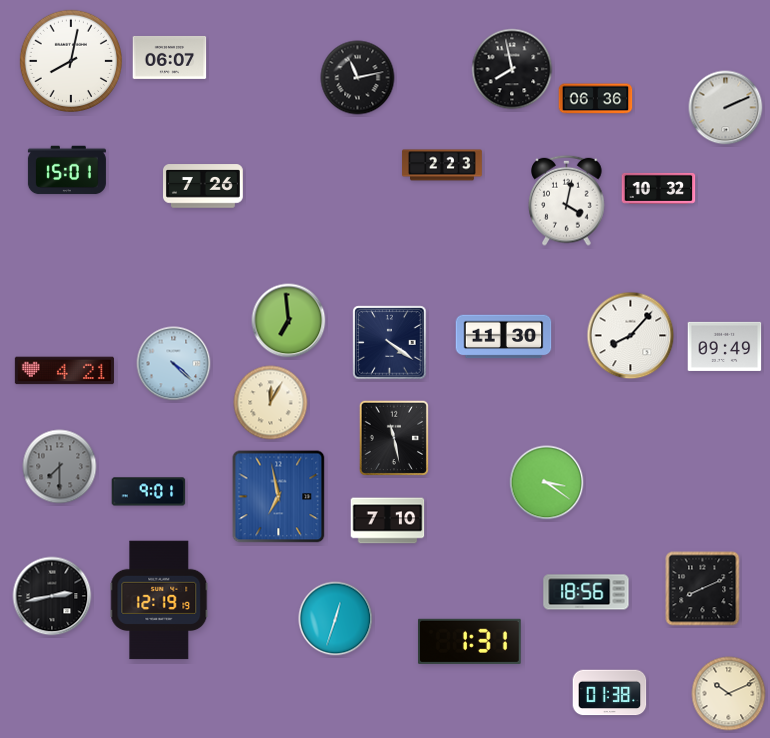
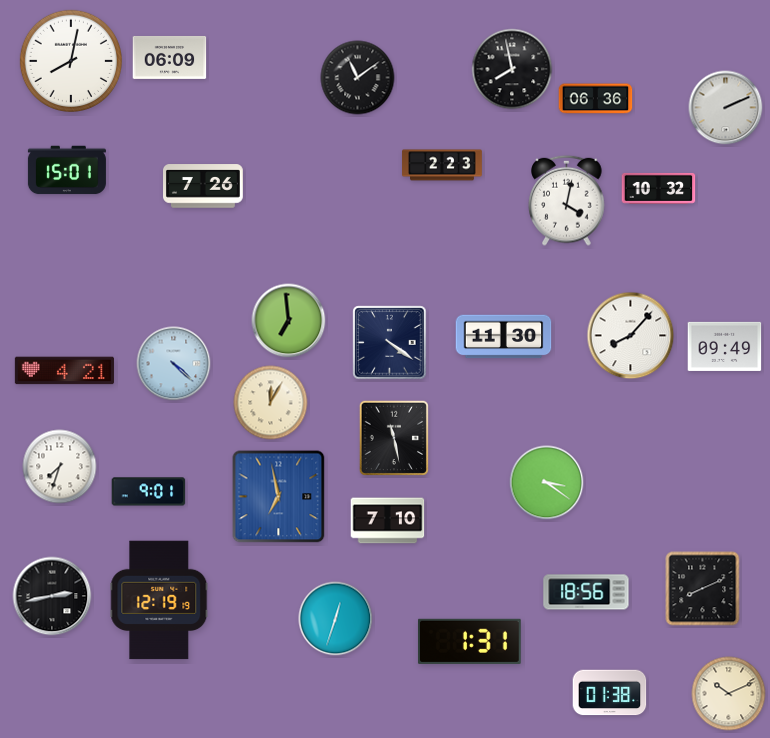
clock at (170, 57): 06:07 -> 06:09
clock at (358, 78): 11:13 -> 11:09
clock at (60, 467): 7:30 -> 7:33
clock at (60, 467) dial: grey -> white
